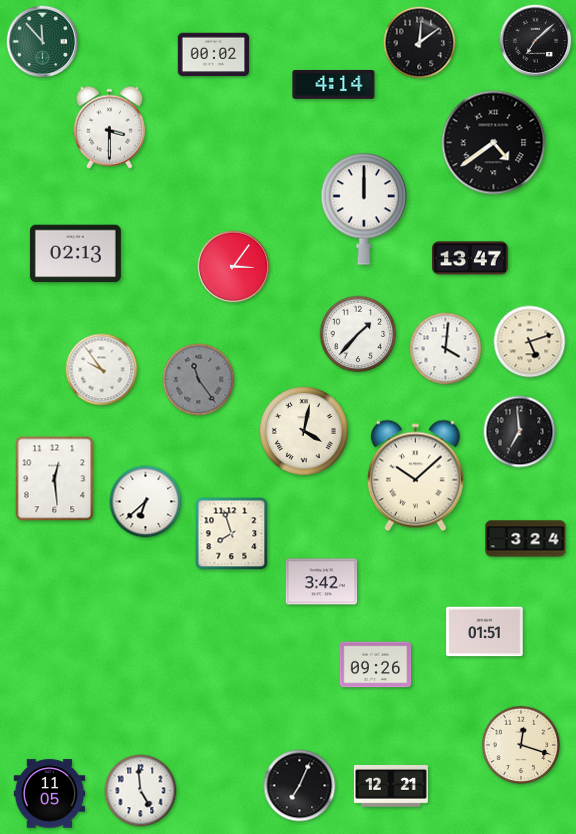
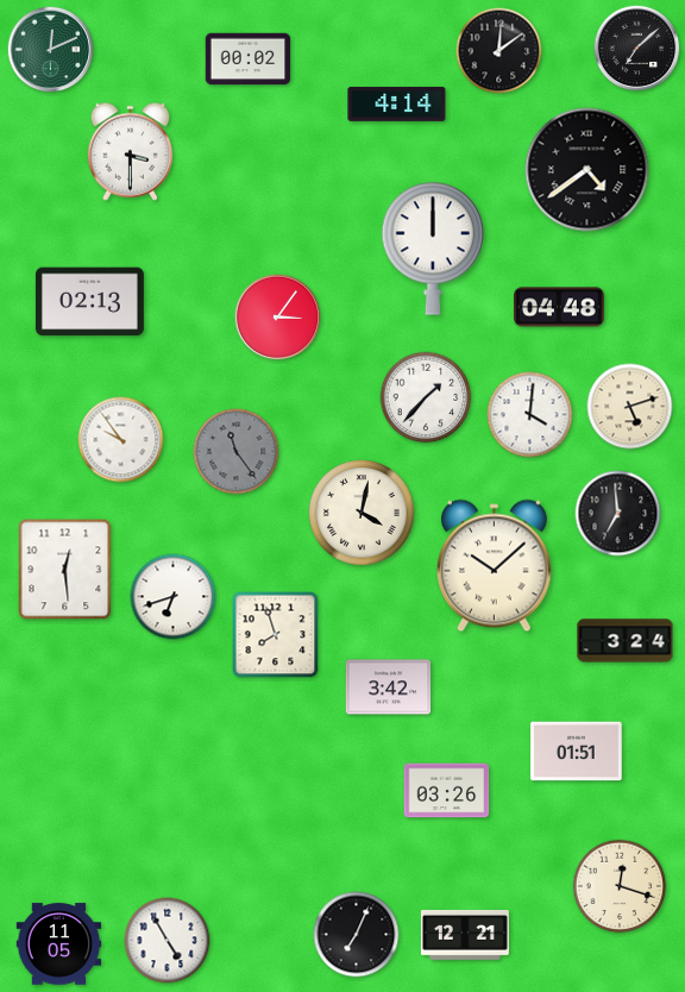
clock at (43, 42): 11:53 -> 12:11
clock at (214, 55) position: (214, 55) -> (249, 59)
clock at (334, 84) position: (334, 84) -> (397, 103)
clock at (470, 258): 13:47 -> 04:48
clock at (146, 502): 6:38 -> 6:42
clock at (322, 582) position: (322, 582) -> (389, 688)
clock at (376, 665): 09:26 -> 03:26
clock at (141, 791): 4:59 -> 4:55
